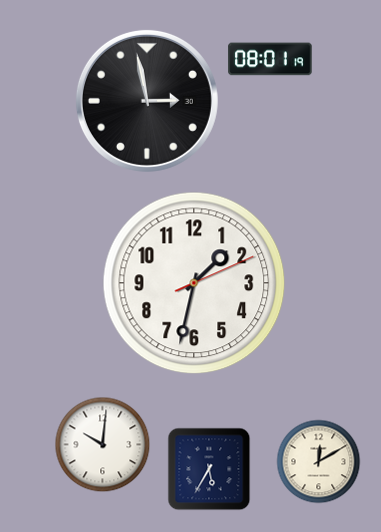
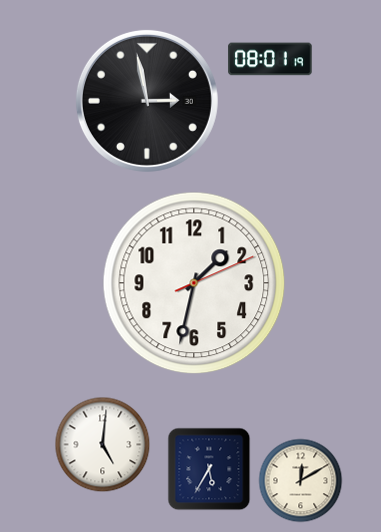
clock at (103, 445): 10:01 -> 5:01
clock at (319, 462) position: (319, 462) -> (301, 481)
